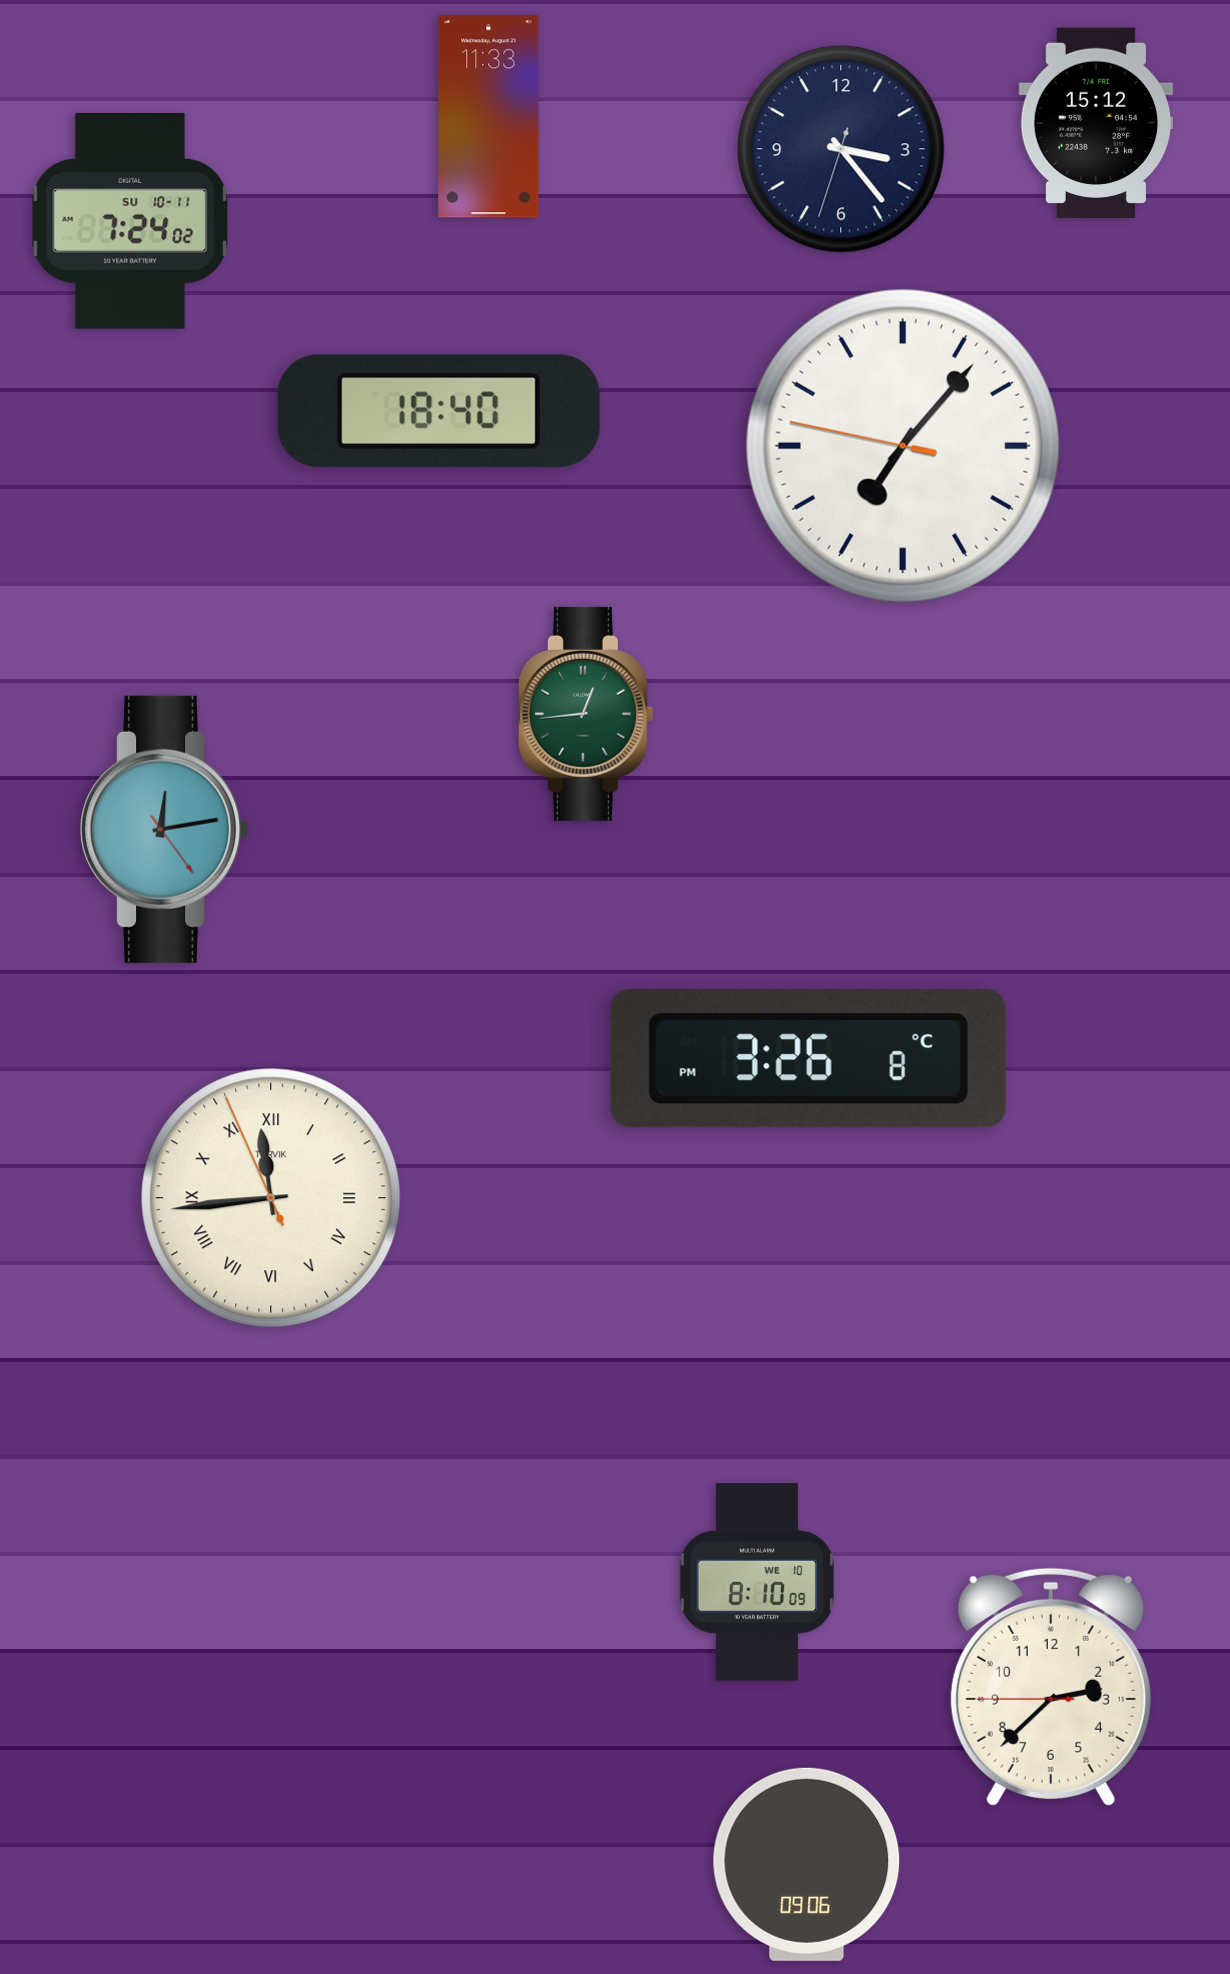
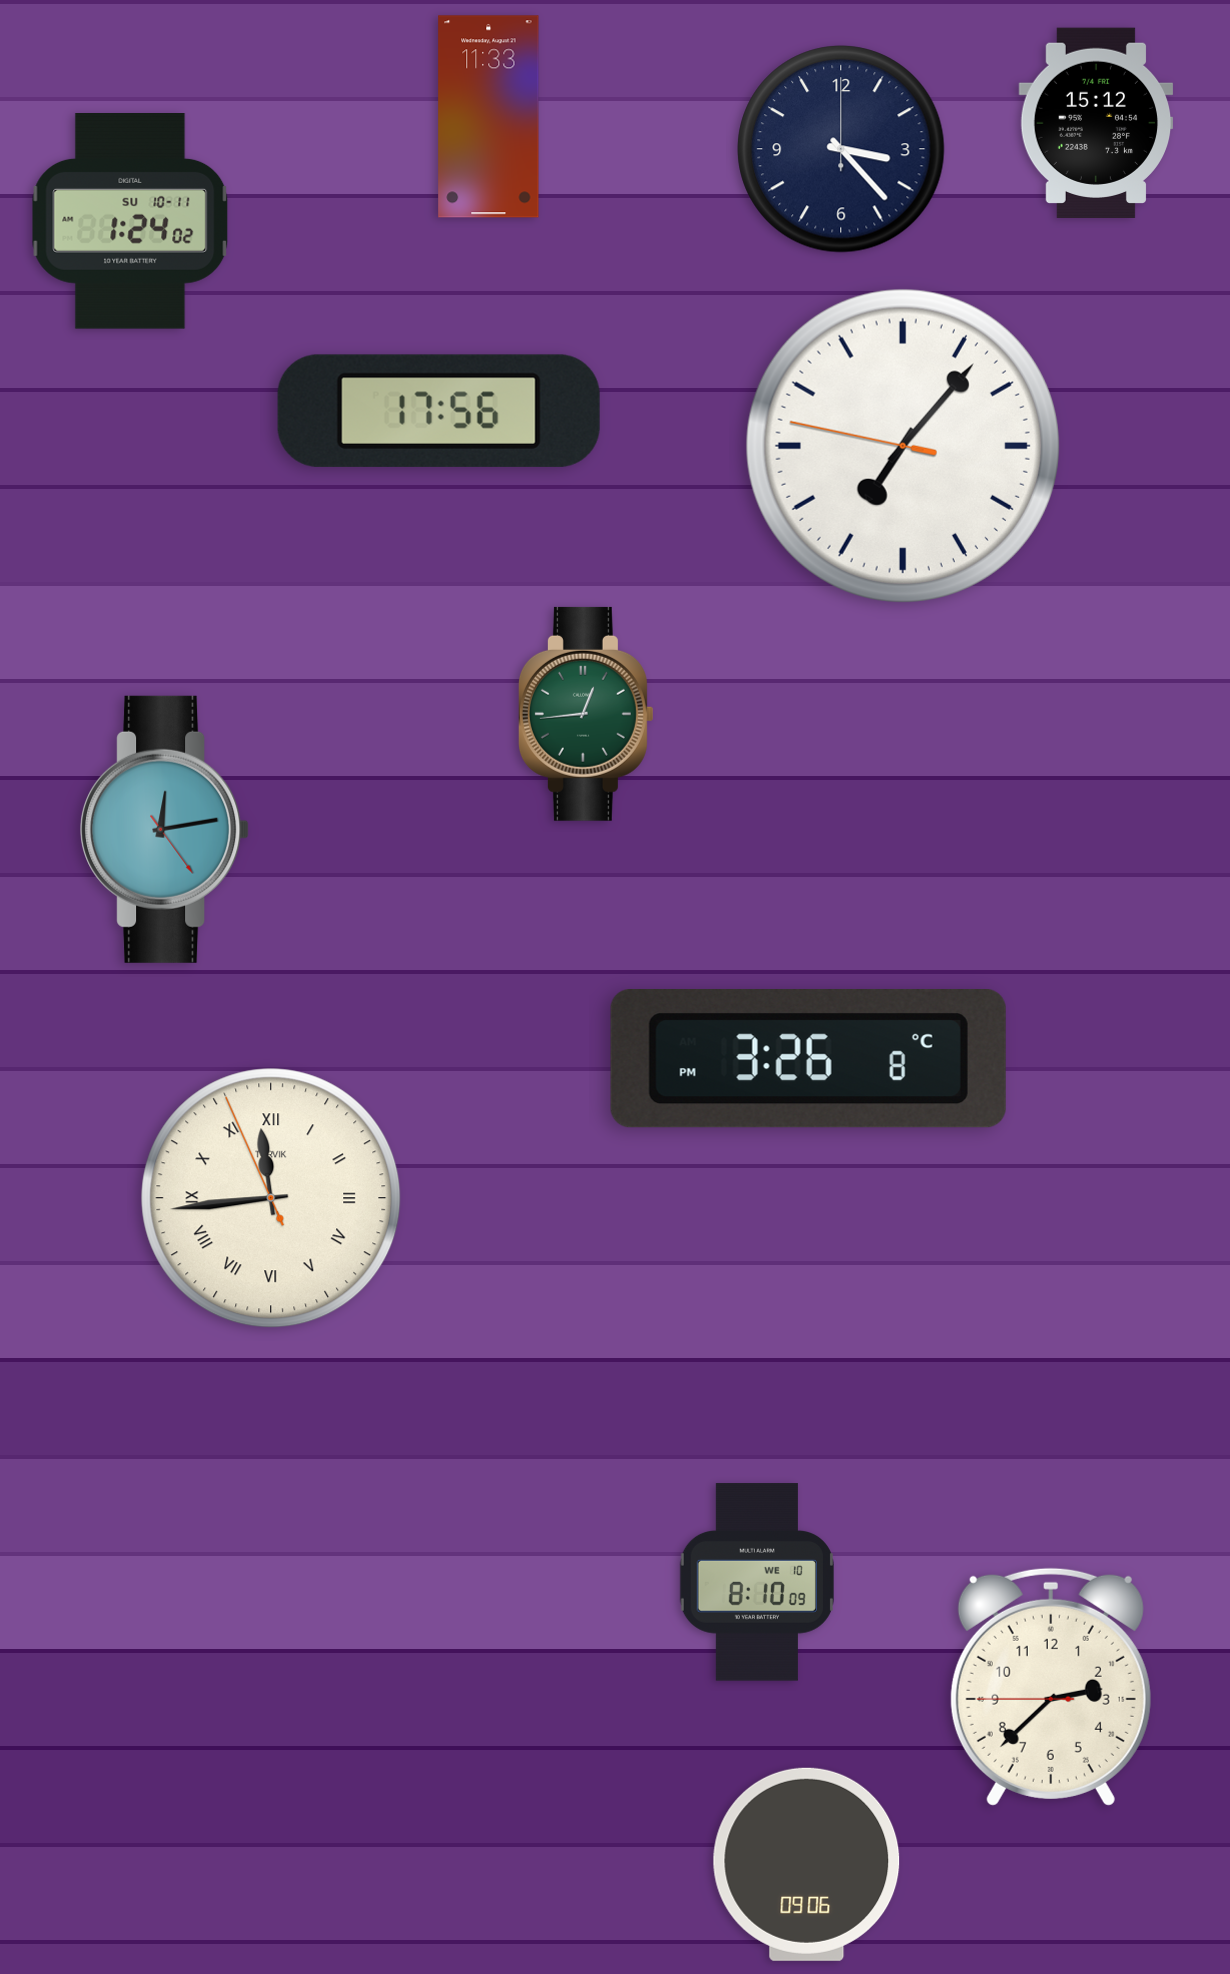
clock at (841, 149): 3:23:33 -> 3:23:00
clock at (130, 222): 7:24 -> 1:24
clock at (439, 411): 18:40 -> 17:56
